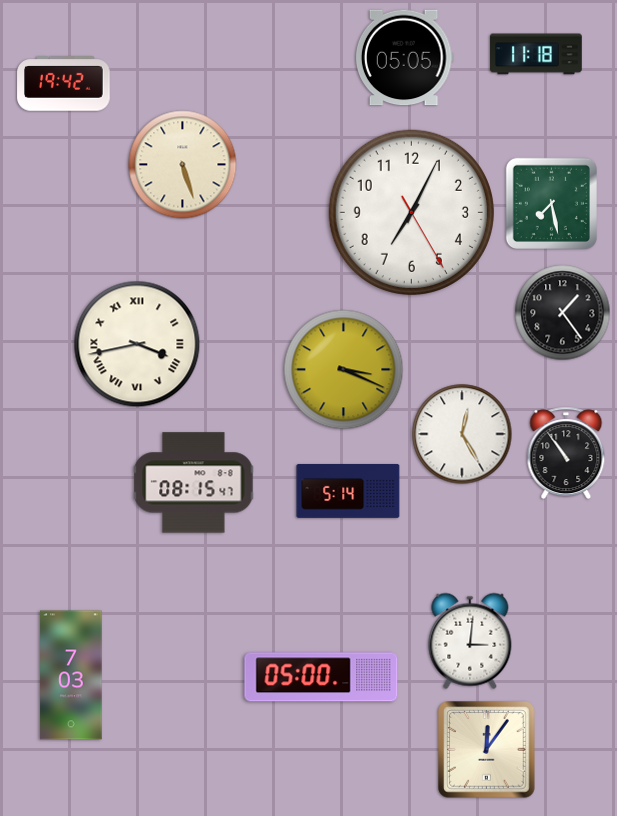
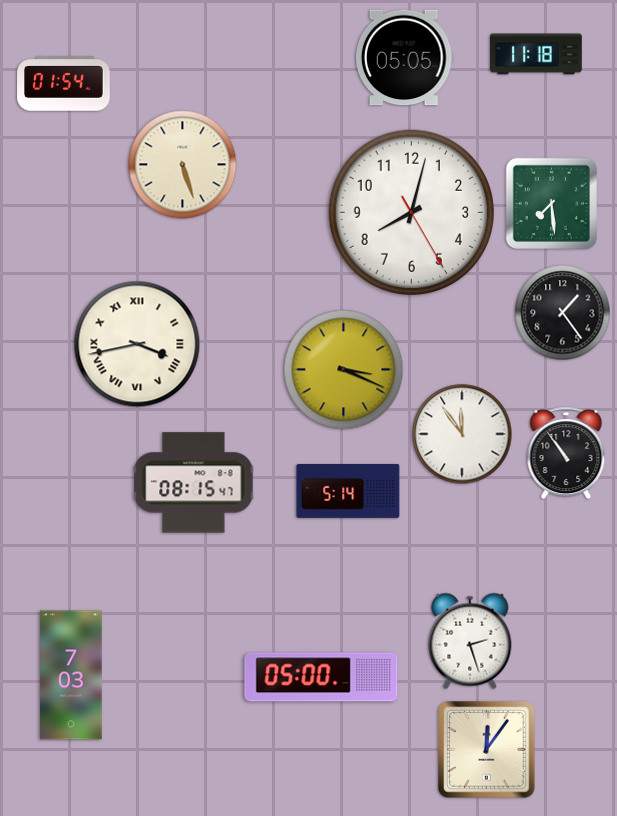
clock at (64, 84): 19:42 -> 01:54
clock at (551, 203): 7:28 -> 7:29
clock at (411, 212): 7:04 -> 8:02
clock at (462, 434): 12:25 -> 11:54
clock at (470, 641): 3:01 -> 2:27
